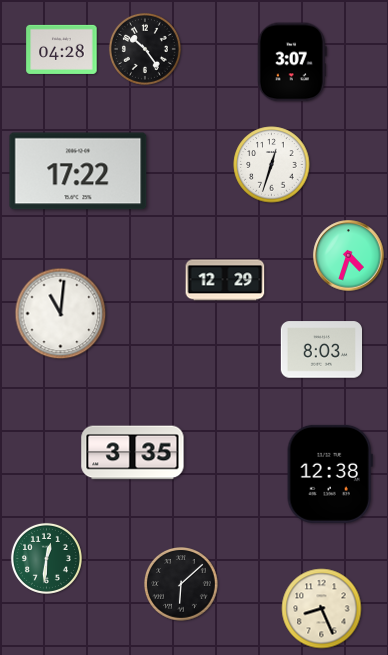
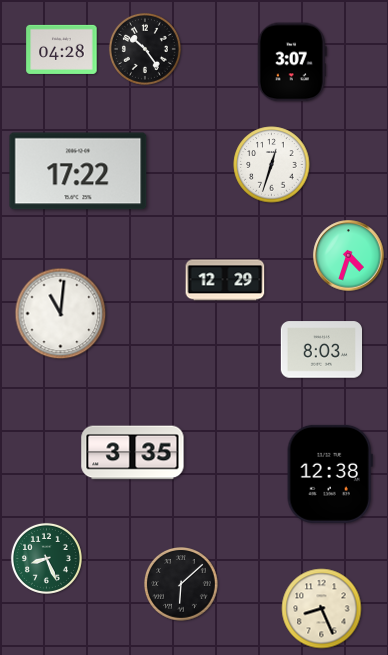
clock at (46, 558): 12:31 -> 8:26
